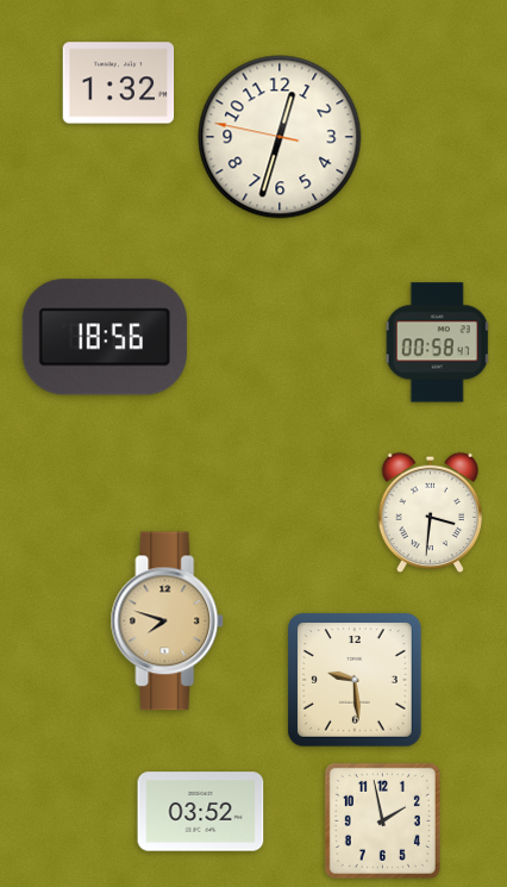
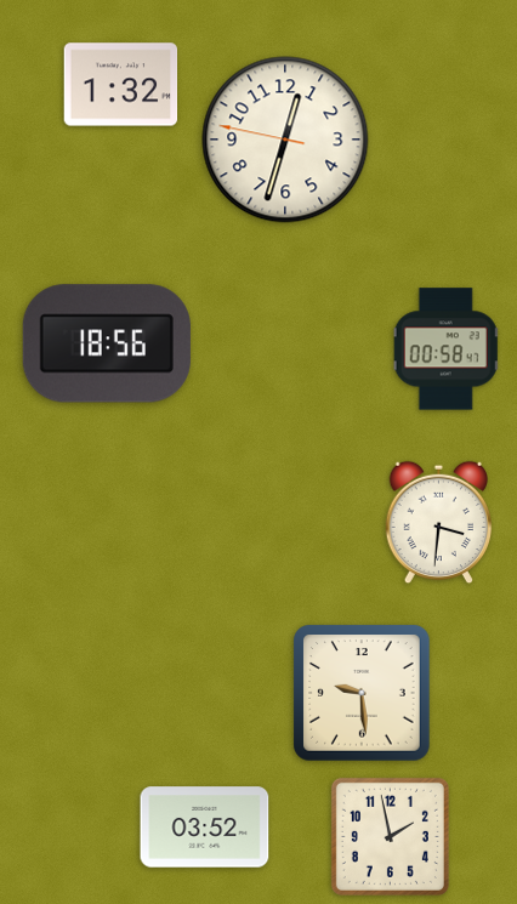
clock at (168, 621): 7:48 -> none
